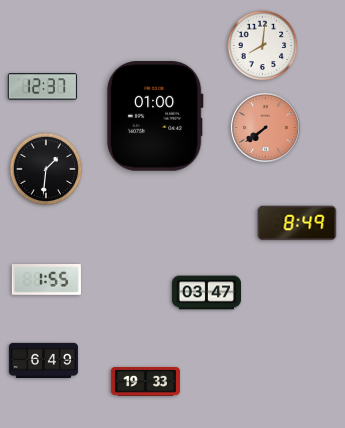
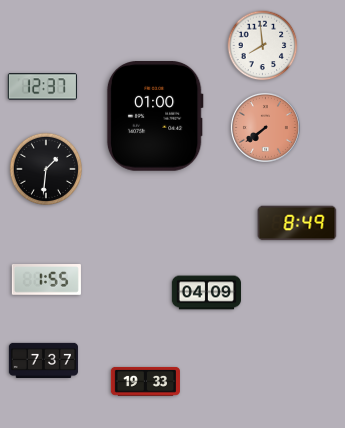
clock at (263, 46): 8:01 -> 7:59
clock at (206, 293): 03:47 -> 04:09
clock at (43, 360): 6:49 -> 7:37
